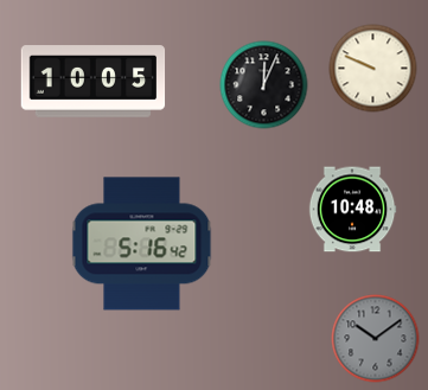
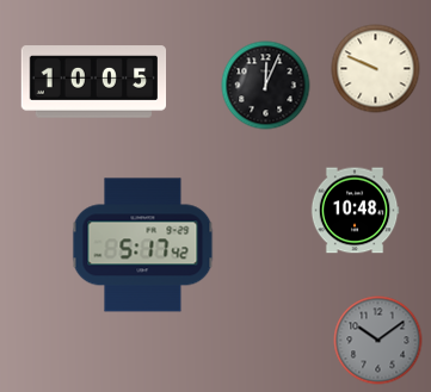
clock at (142, 244): 5:16 -> 5:17
